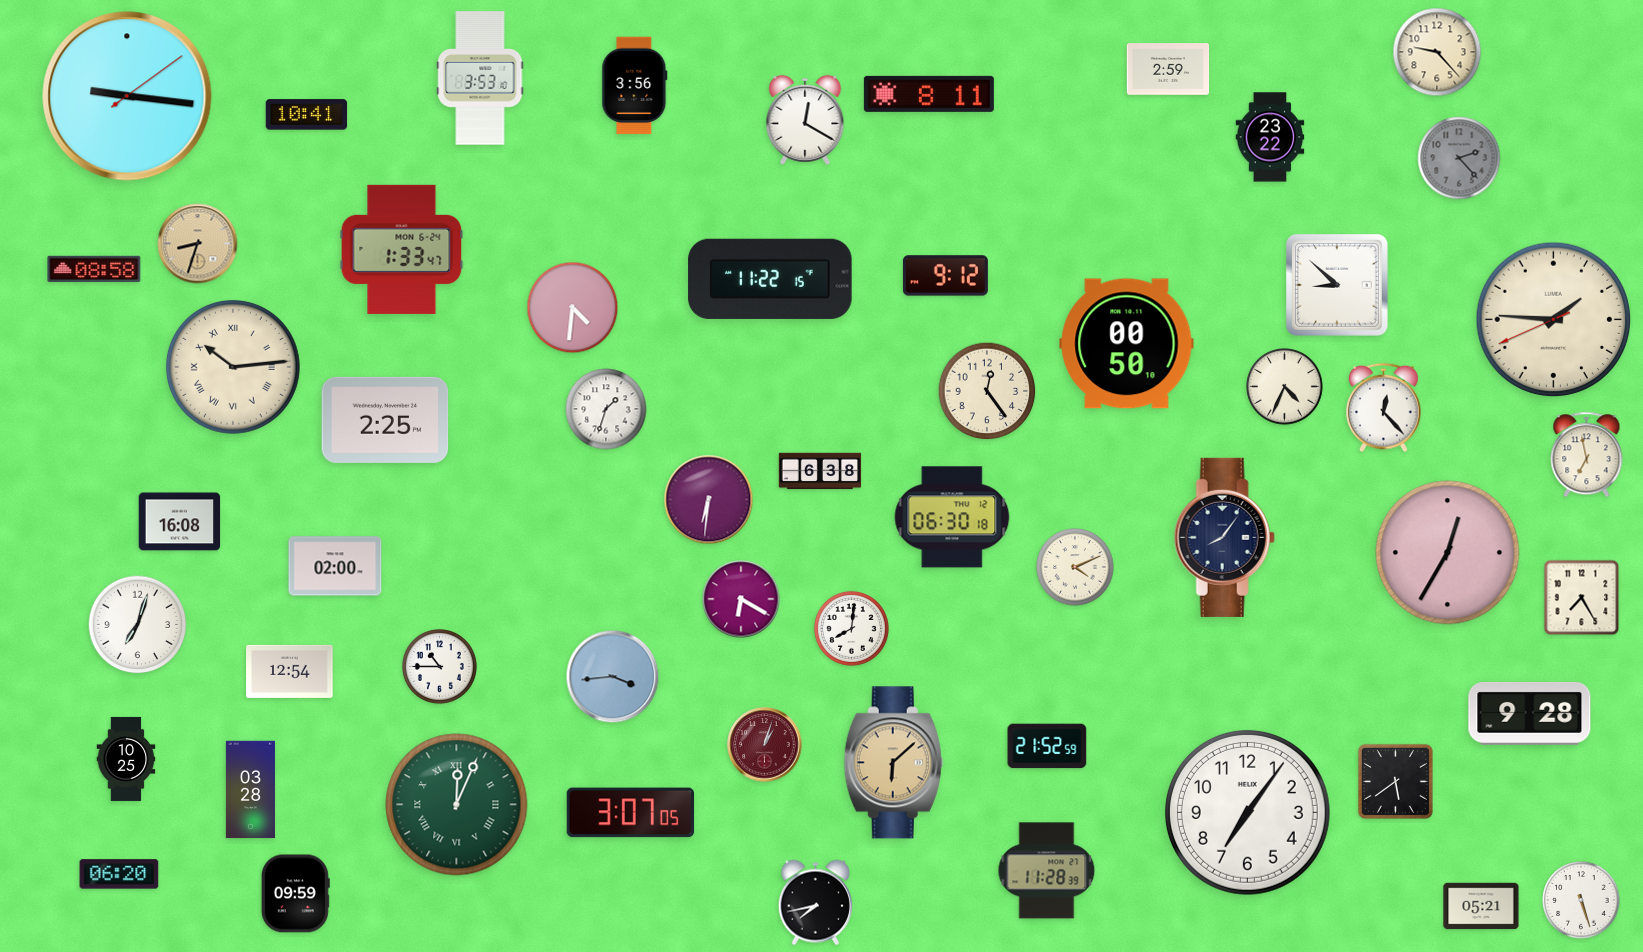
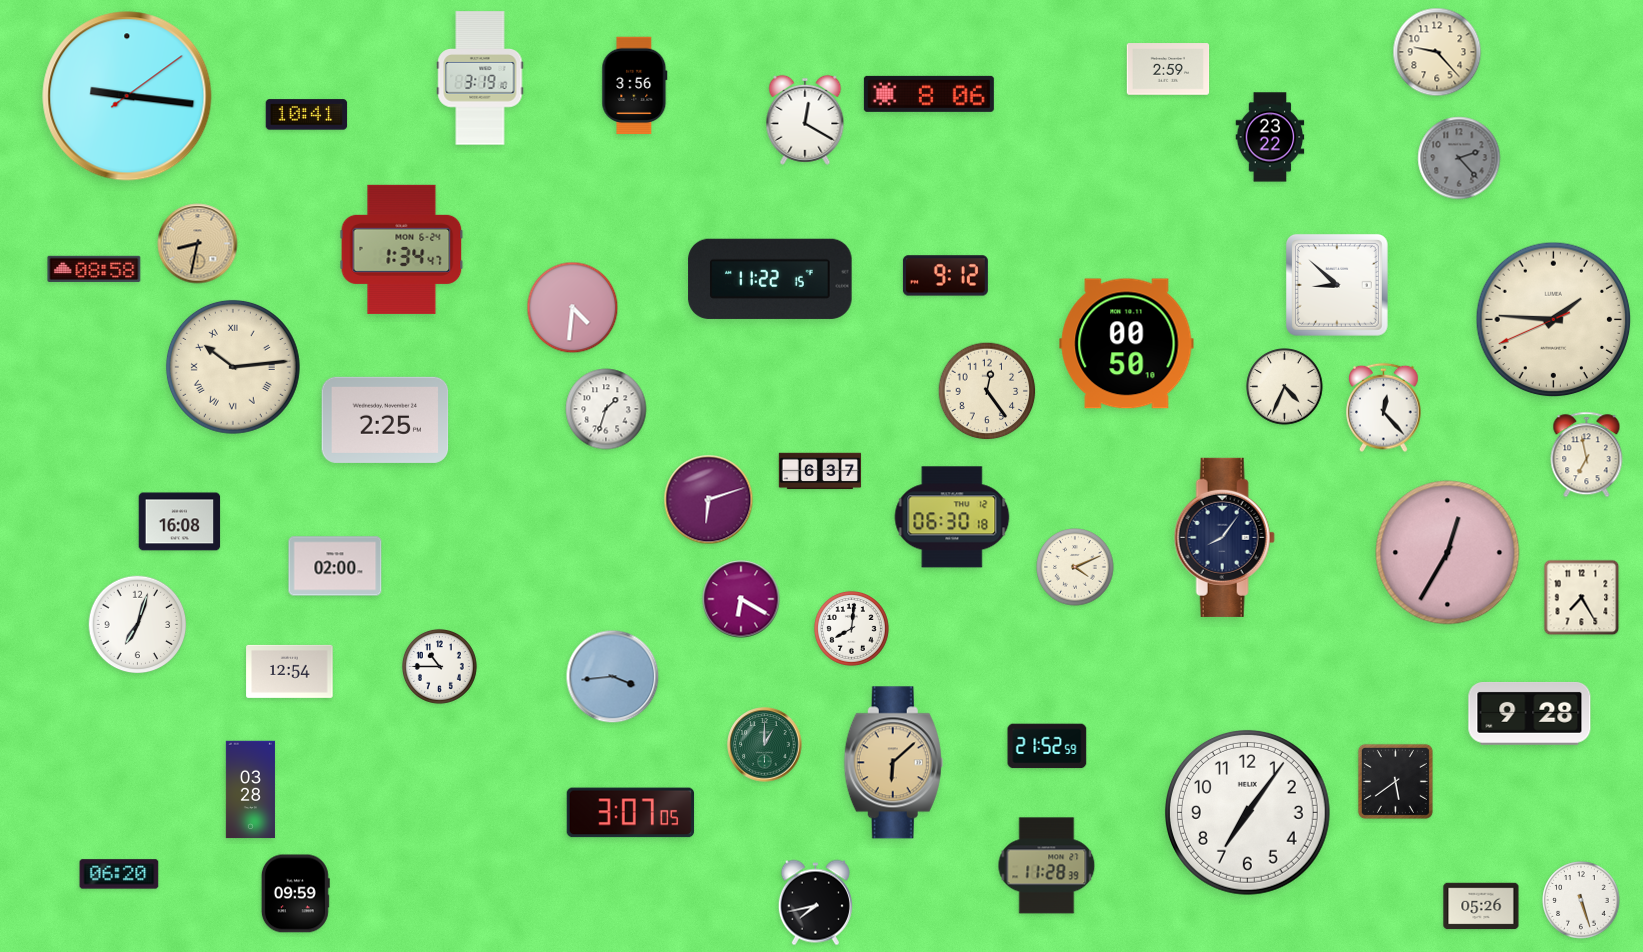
clock at (480, 78): 3:53 -> 3:19
clock at (929, 94): 8:11 -> 8:06
clock at (198, 244): 8:33 -> 8:32
clock at (402, 249): 1:33 -> 1:34
clock at (820, 471): 6:38 -> 6:37
clock at (709, 500): 6:31 -> 6:12
clock at (765, 745): 1:03 -> 1:00
clock at (765, 745) dial: burgundy -> green
clock at (126, 759): 10:25 -> none
clock at (457, 805): 12:04 -> none
clock at (1047, 871) position: (1047, 871) -> (1047, 866)
clock at (1481, 906): 05:21 -> 05:26
